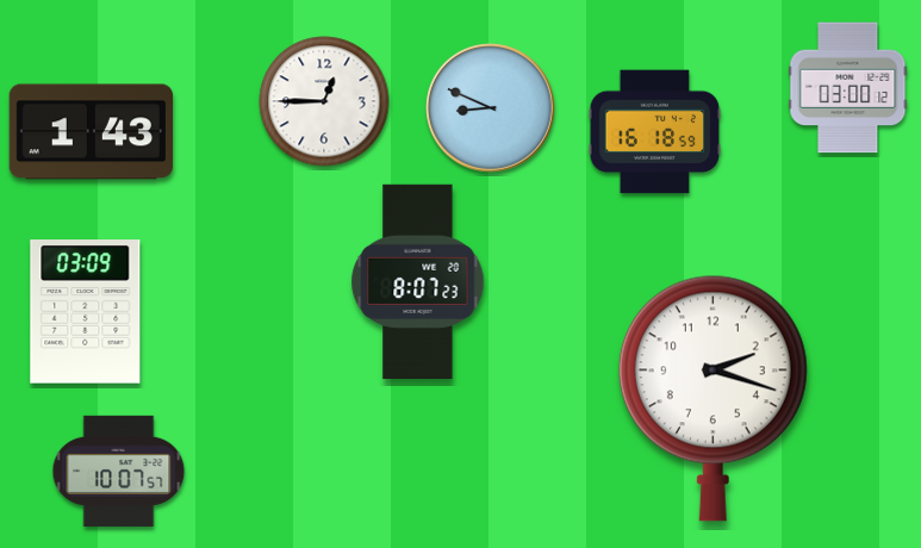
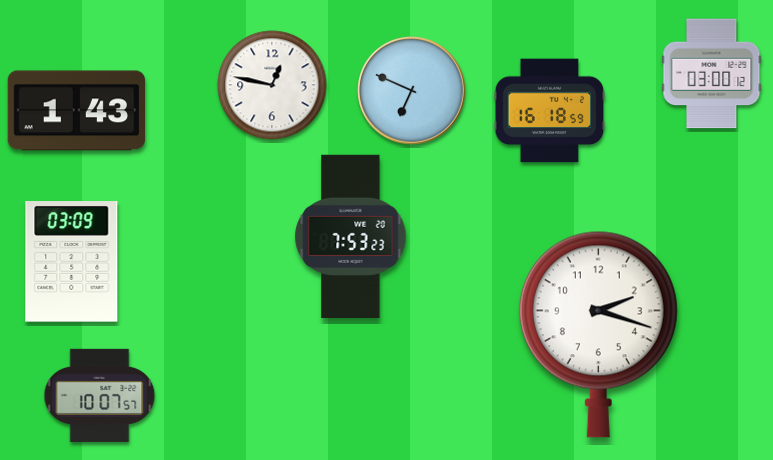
clock at (324, 101): 12:45 -> 12:47
clock at (491, 108): 8:49 -> 6:49
clock at (418, 281): 8:07 -> 7:53
